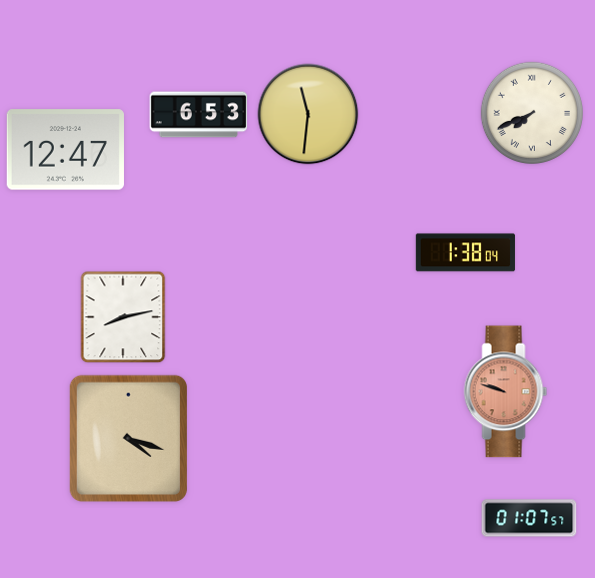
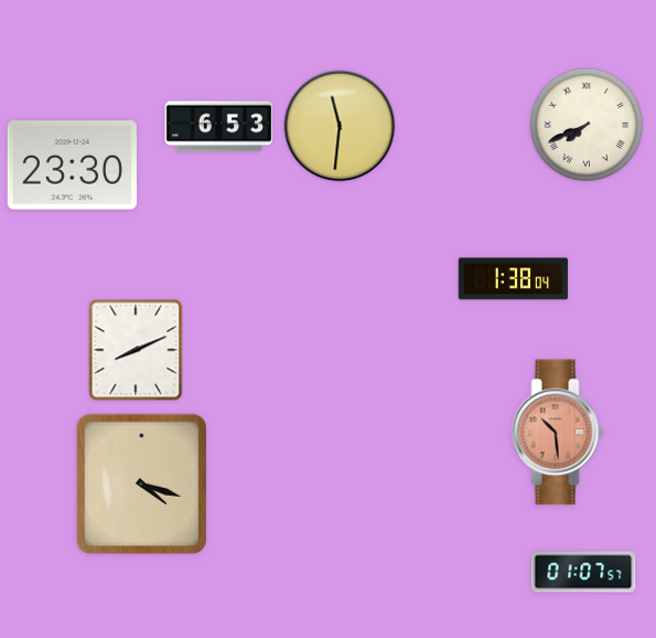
clock at (65, 150): 12:47 -> 23:30
clock at (123, 317): 8:13 -> 8:11
clock at (506, 392): 9:48 -> 10:29
